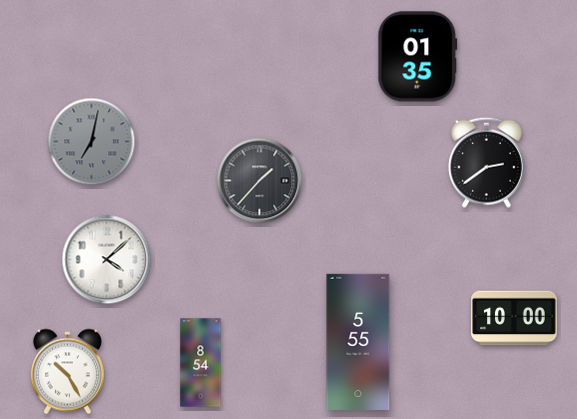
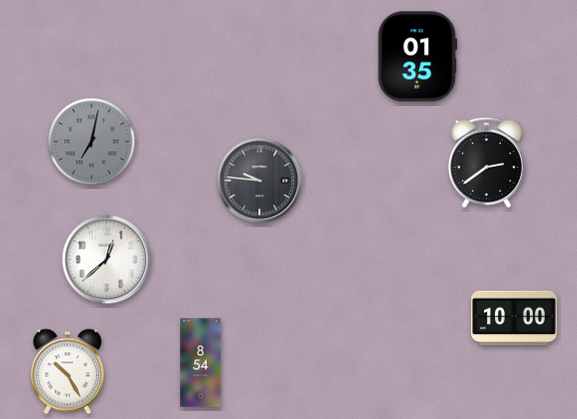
clock at (260, 181): 1:37 -> 9:46
clock at (107, 260): 4:08 -> 12:38
clock at (358, 342): 5:55 -> none
